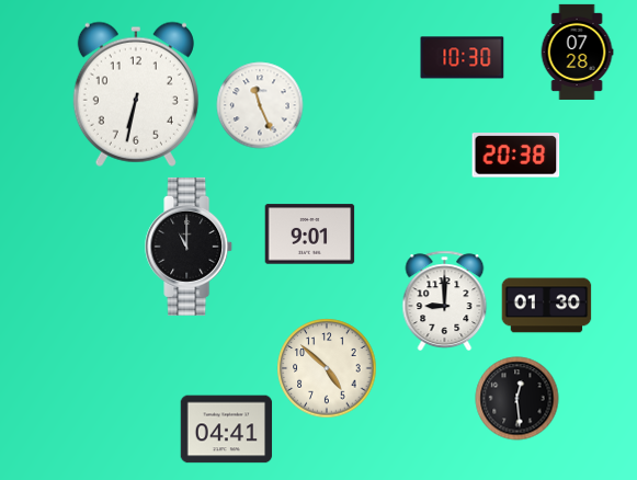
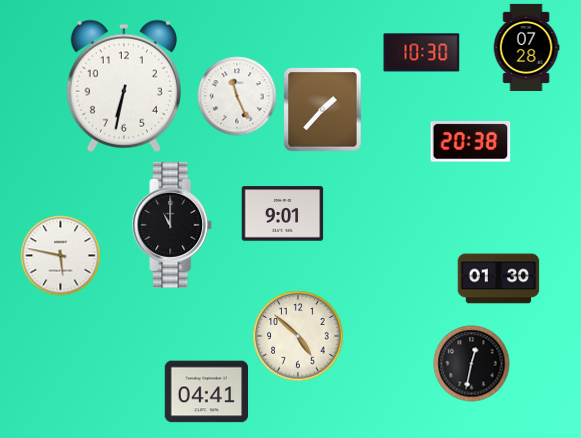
clock at (323, 110): none -> 1:37
clock at (61, 256): none -> 5:47
clock at (445, 300): 9:00 -> none
clock at (517, 399): 12:29 -> 12:32
